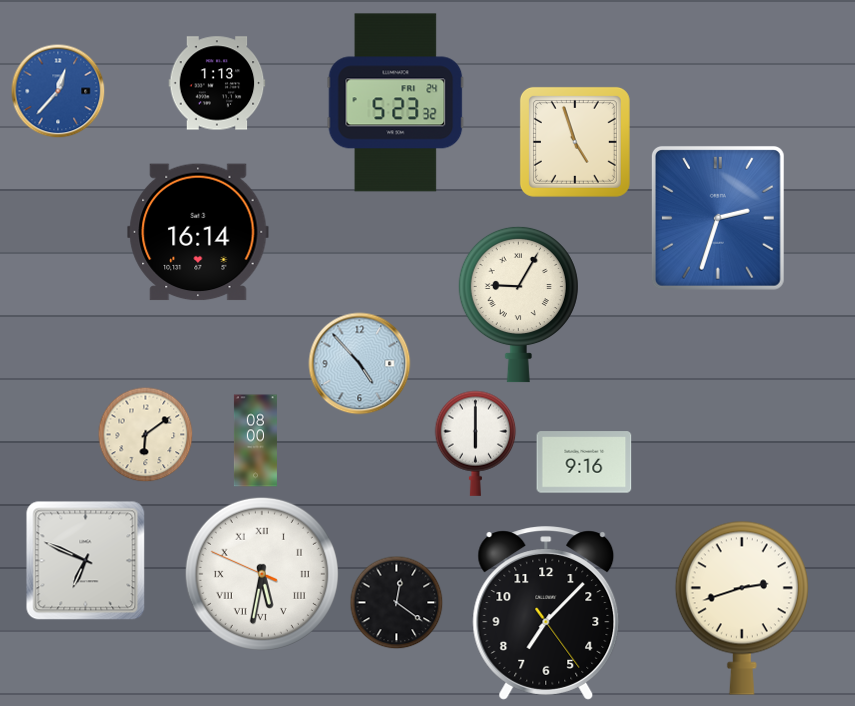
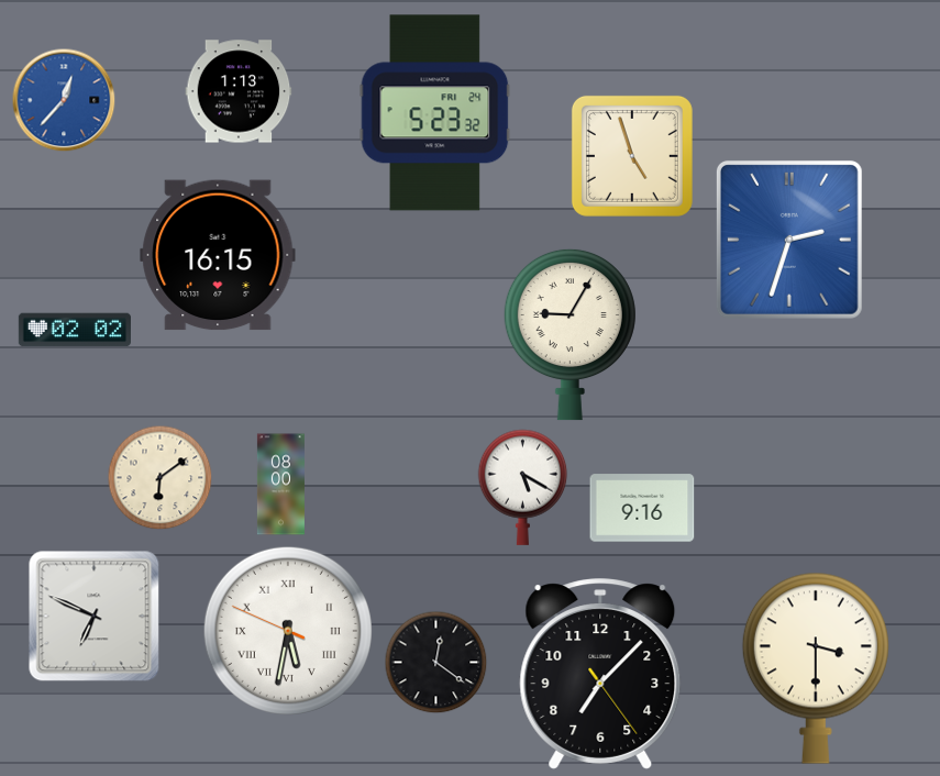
clock at (198, 232): 16:14 -> 16:15
clock at (75, 330): none -> 02:02
clock at (360, 364): 4:53 -> none
clock at (476, 443): 6:00 -> 5:20
clock at (742, 608): 2:42 -> 3:30
